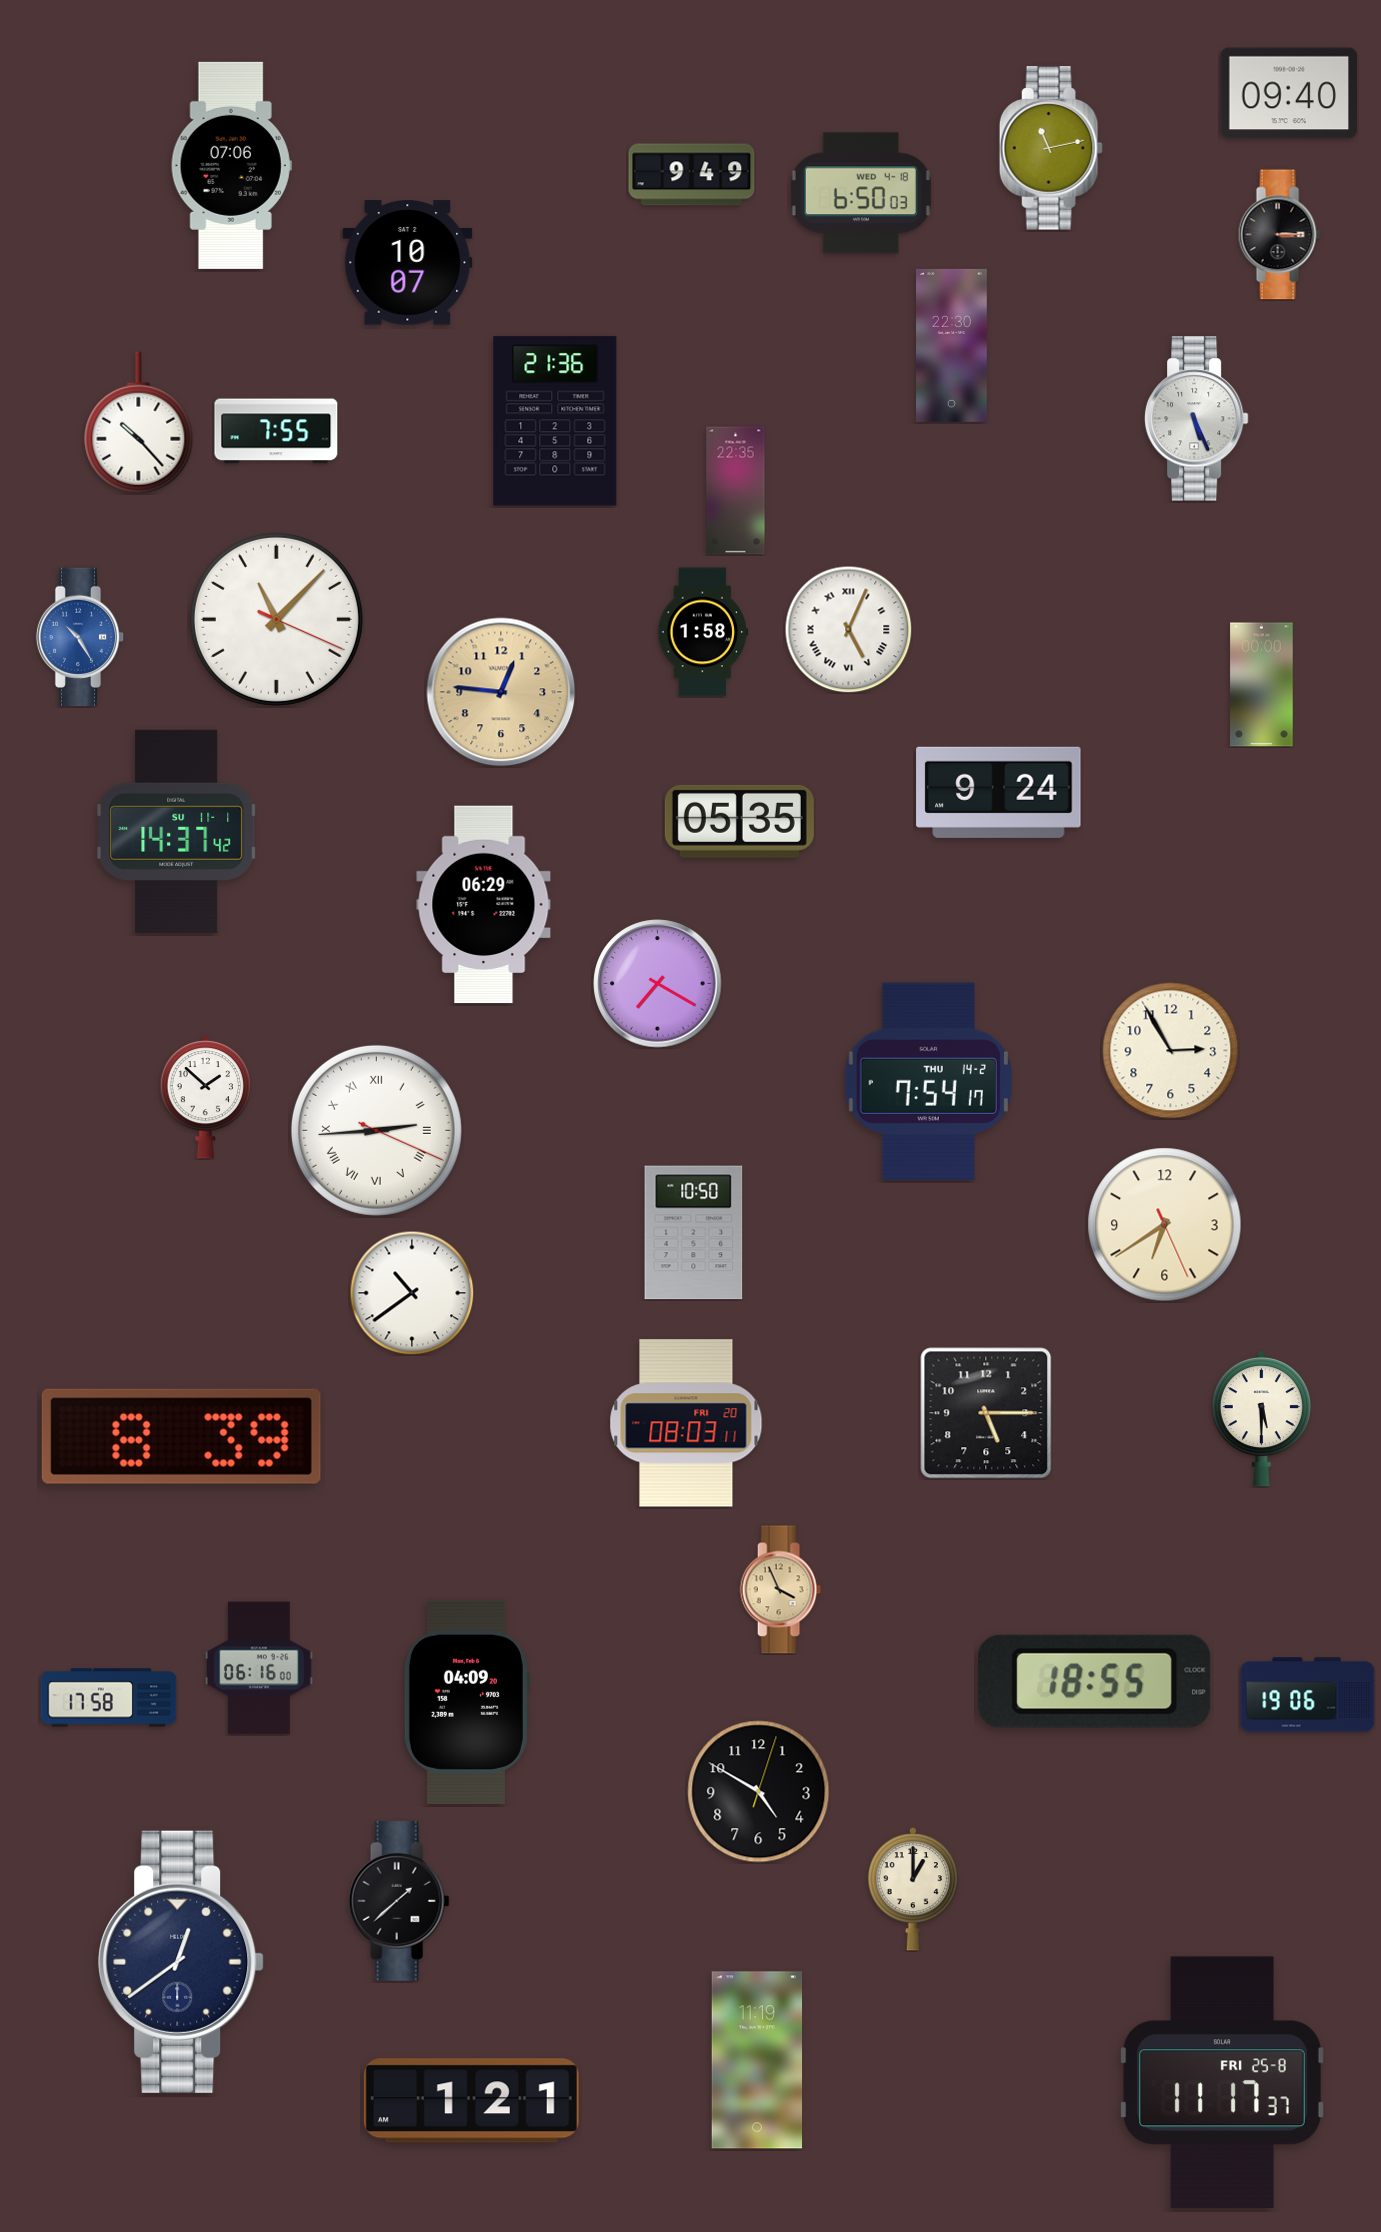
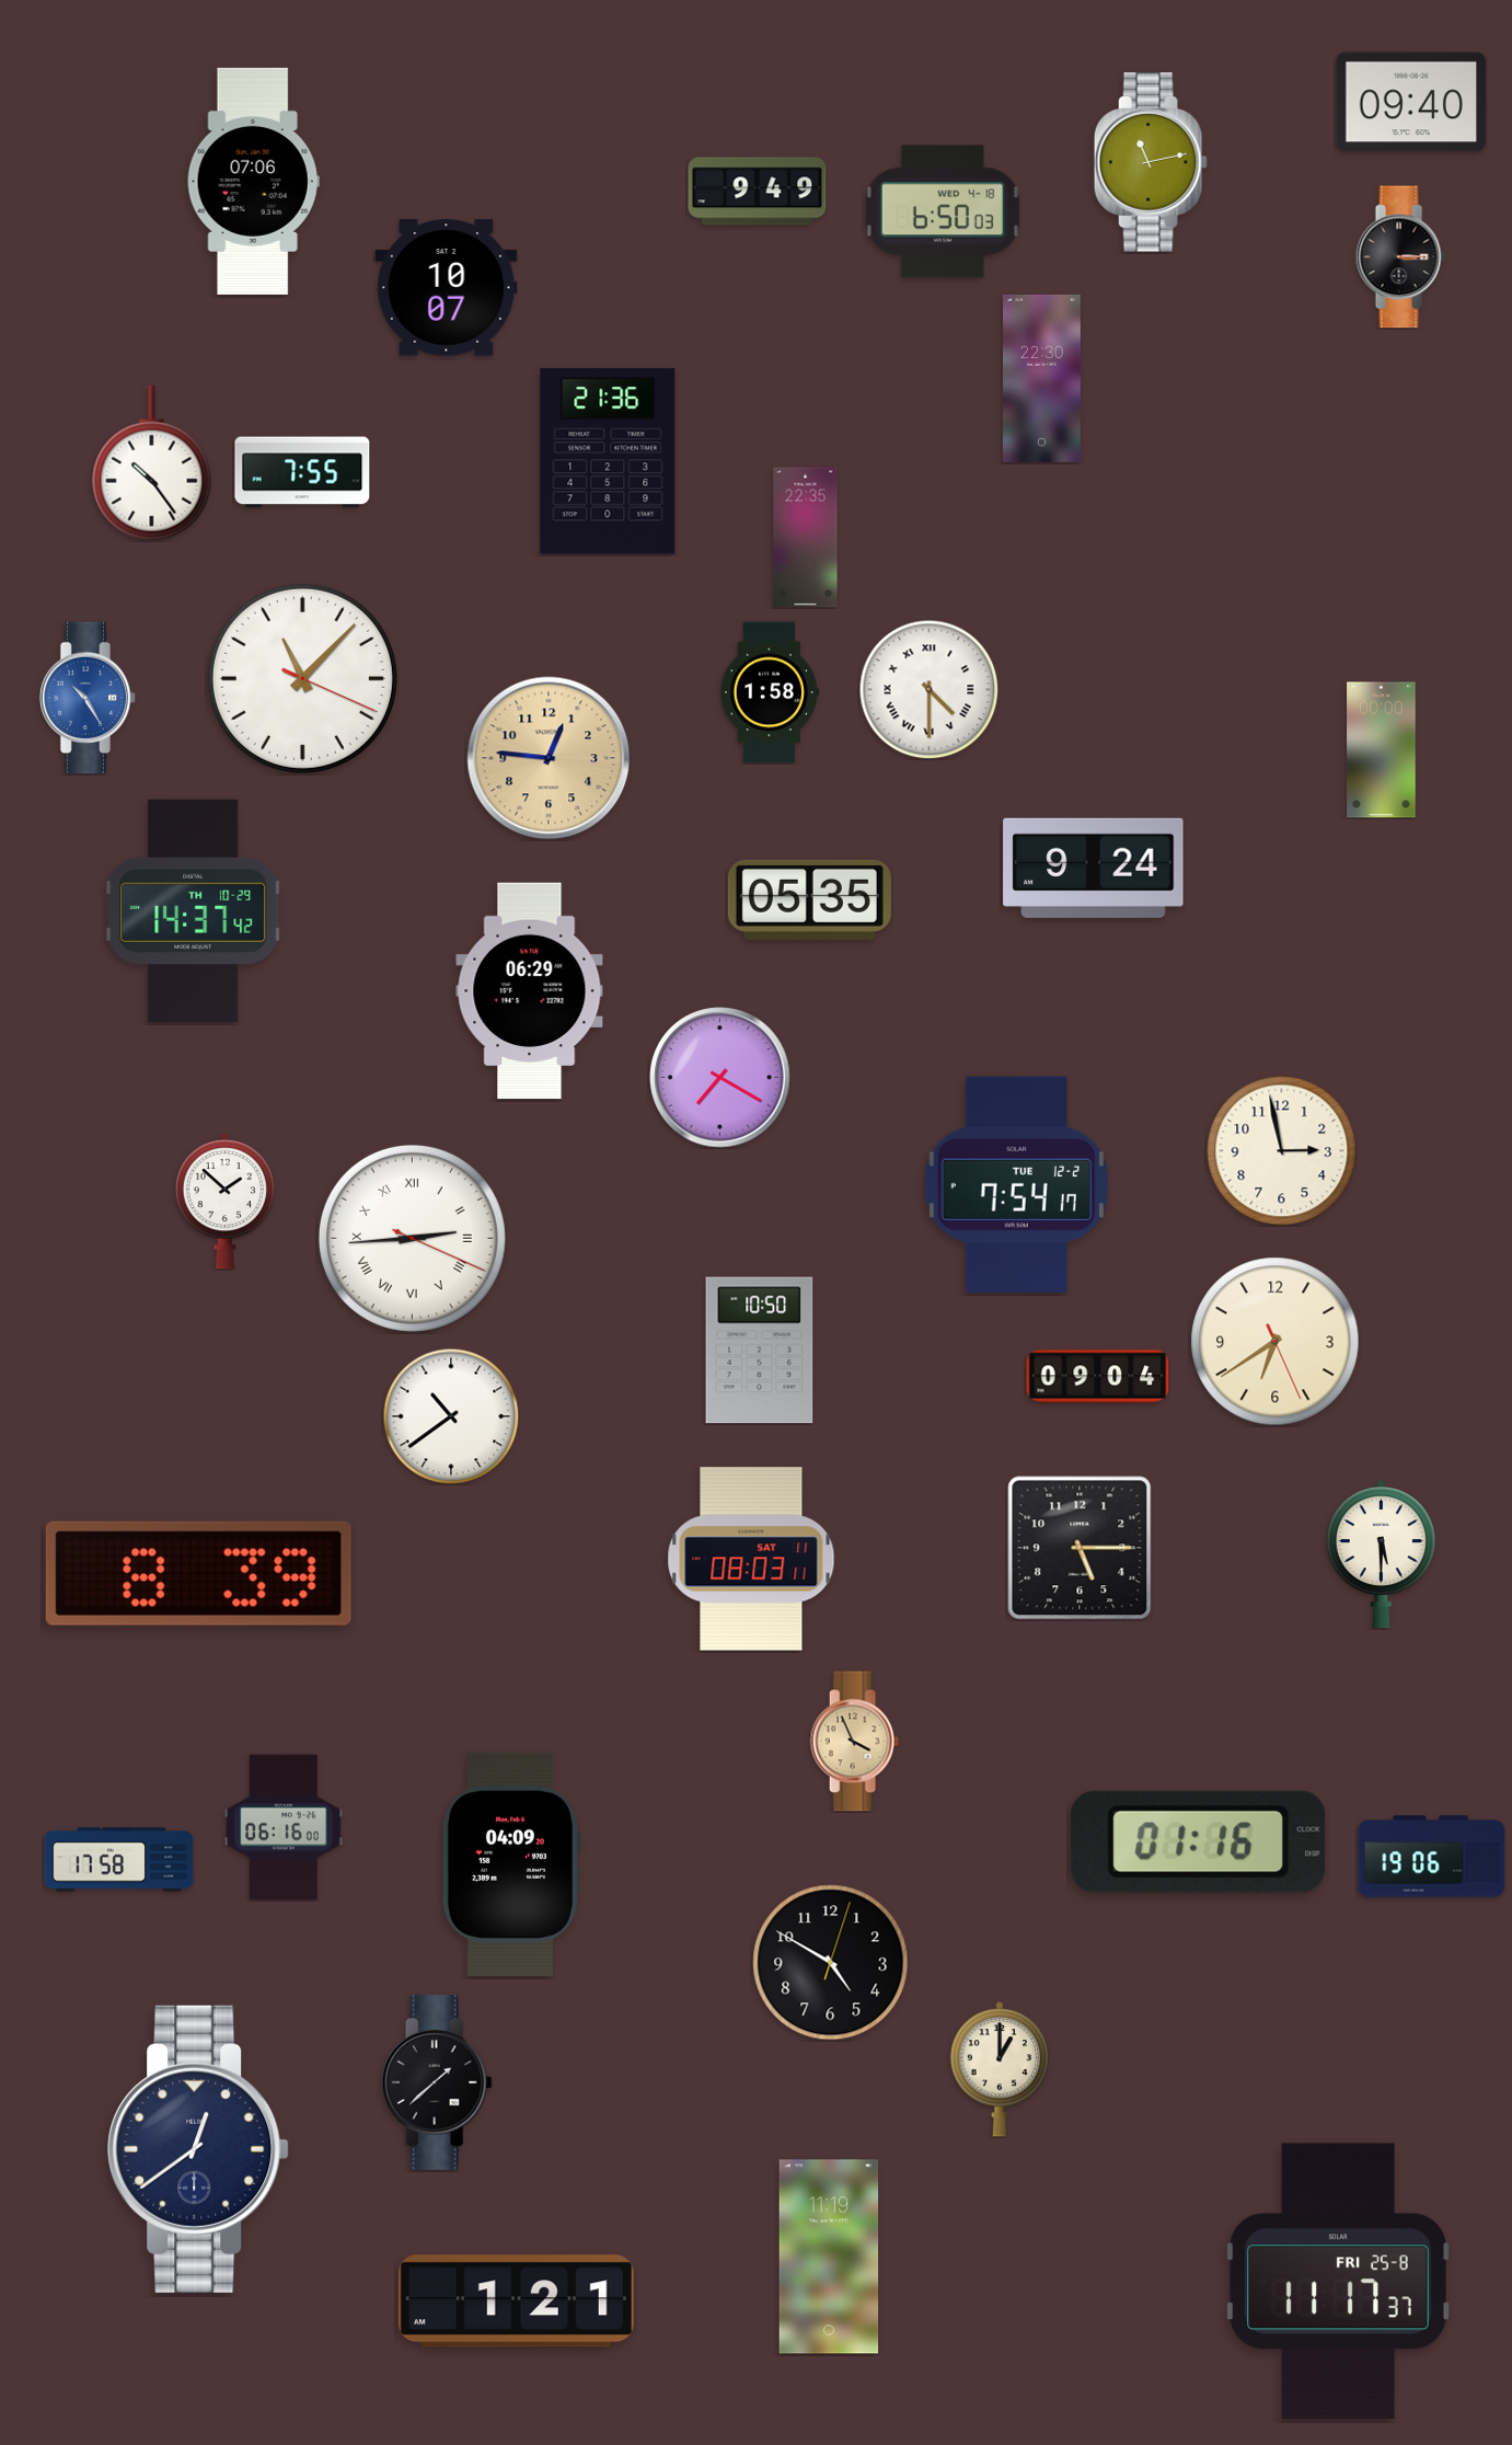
clock at (1196, 419): 5:26 -> none
clock at (139, 423): 10:23 -> 10:24
clock at (848, 629): 5:04 -> 4:30
clock at (177, 831) date: SU 11-1 -> TH 10-29
clock at (1171, 1051): 2:55 -> 2:58
clock at (928, 1081) date: THU 14-2 -> TUE 12-2
clock at (1098, 1377): none -> 09:04
clock at (686, 1423) date: FRI 20 -> SAT 11
clock at (1094, 1681): 18:55 -> 01:16
